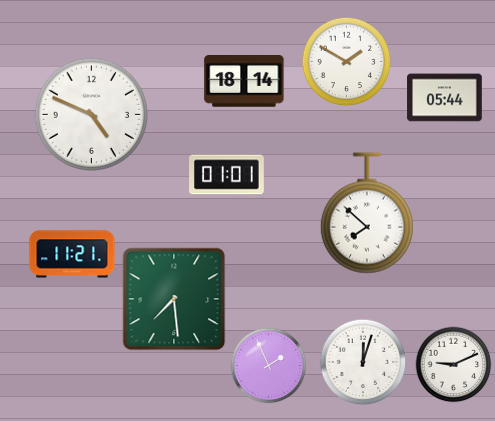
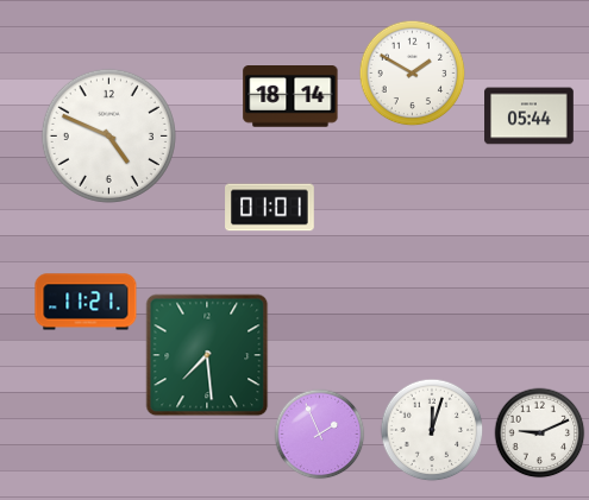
clock at (367, 213): 7:52 -> none
